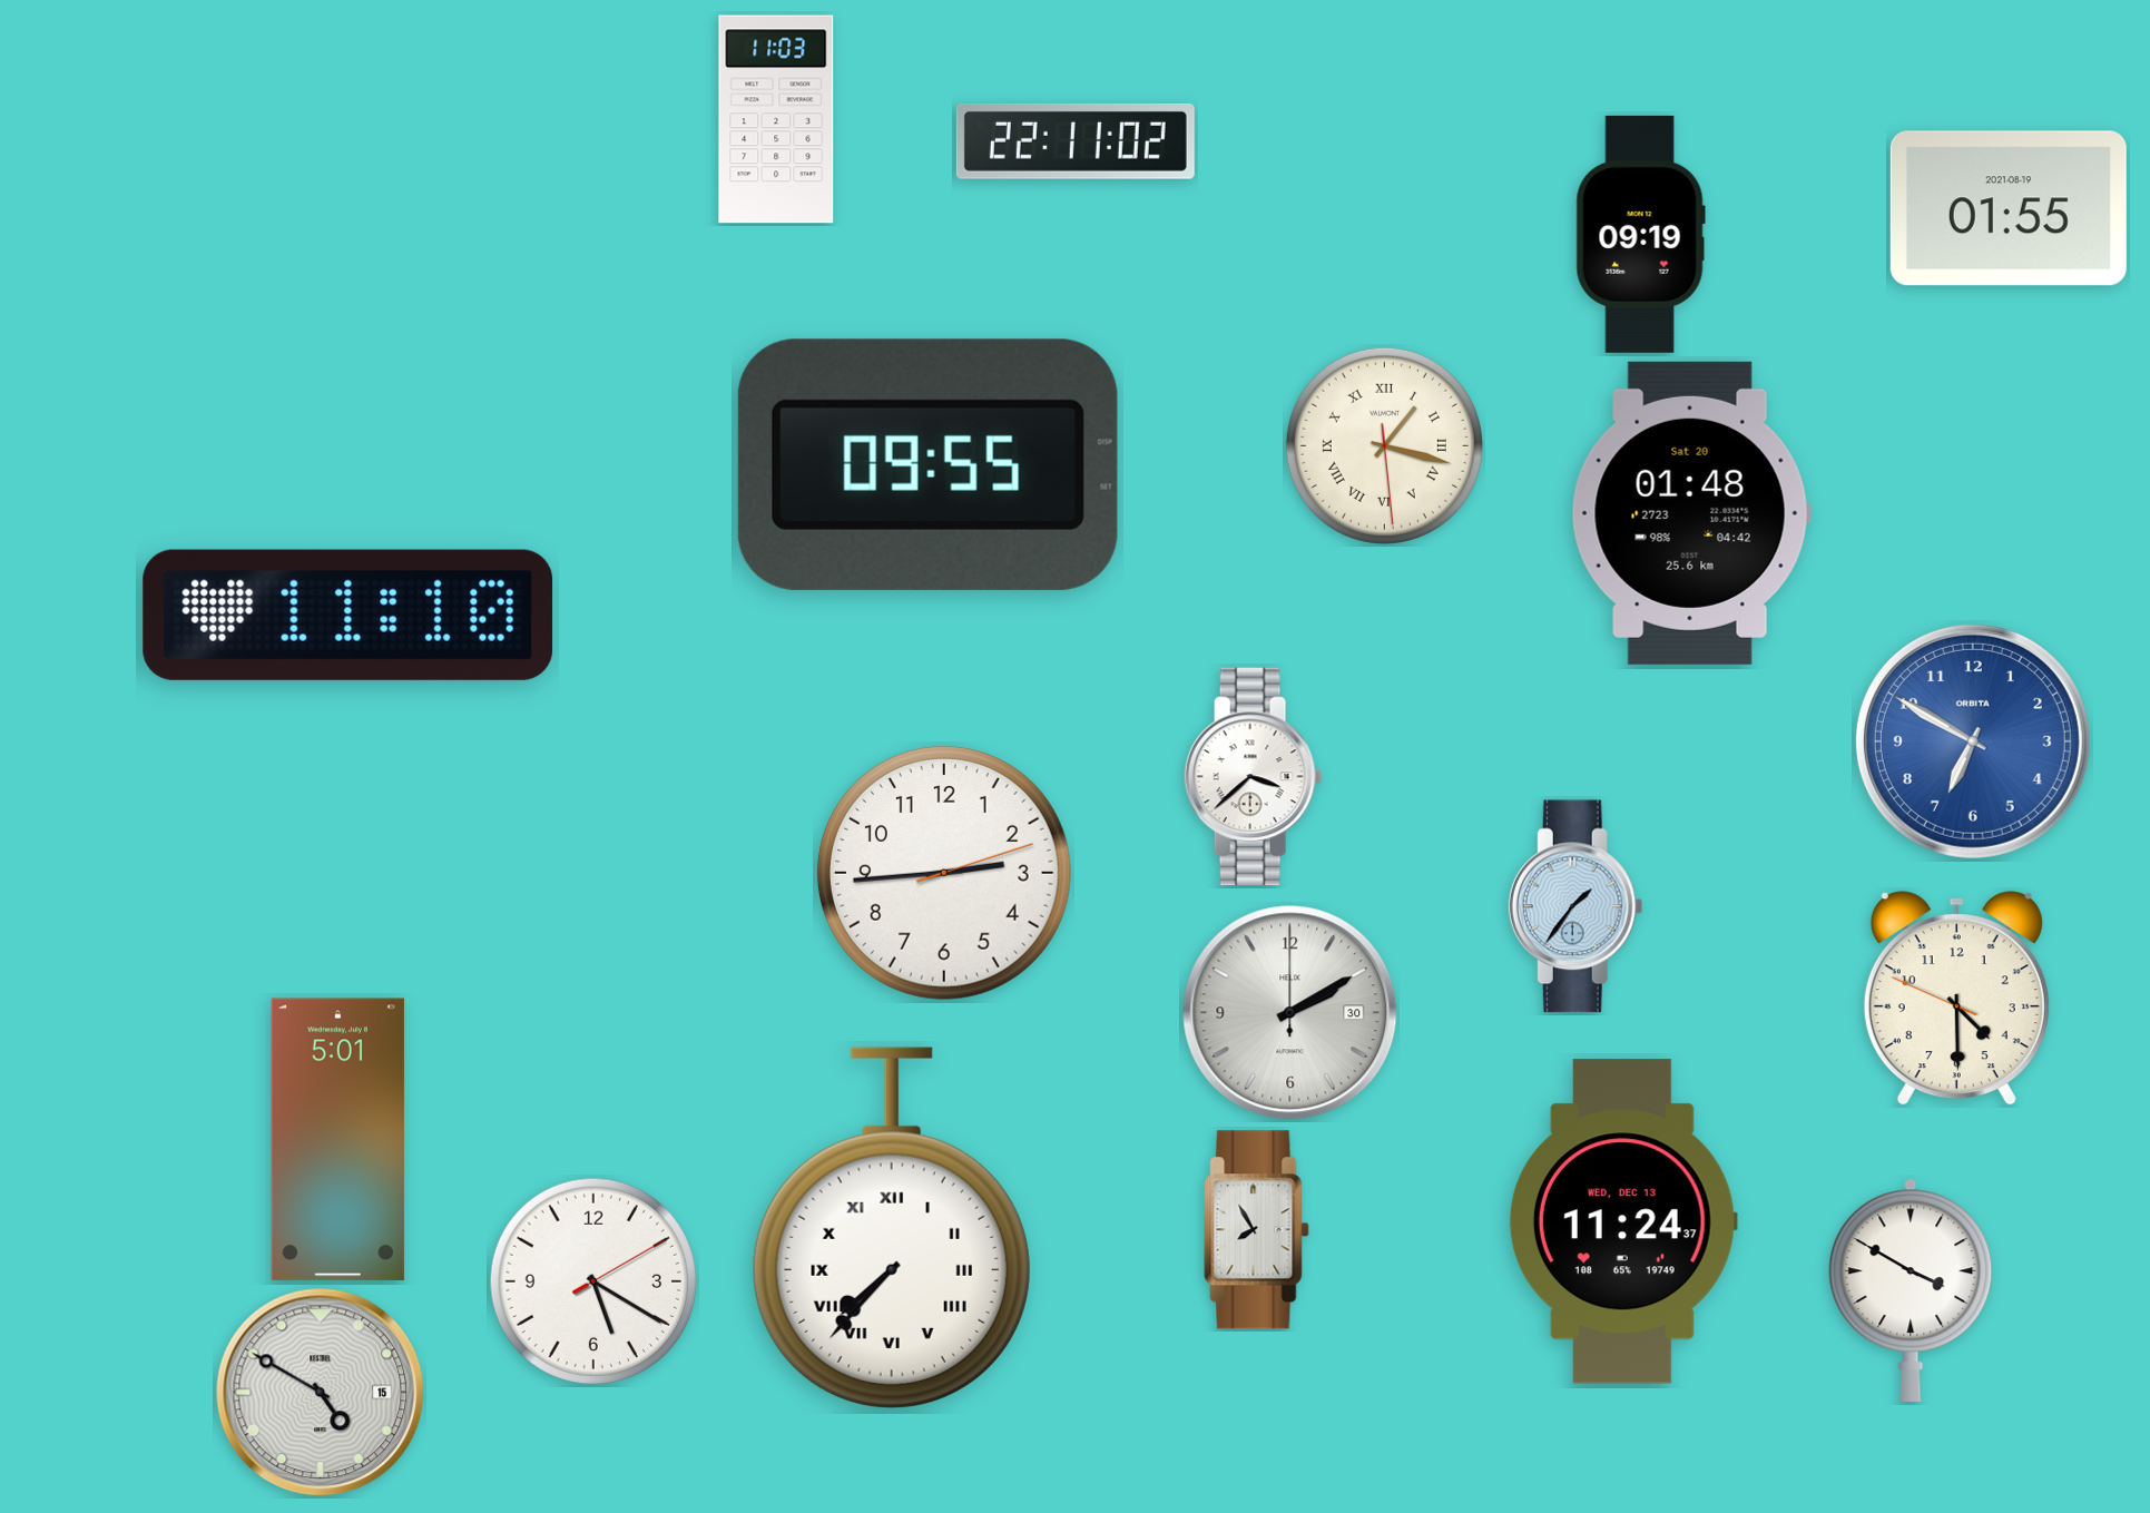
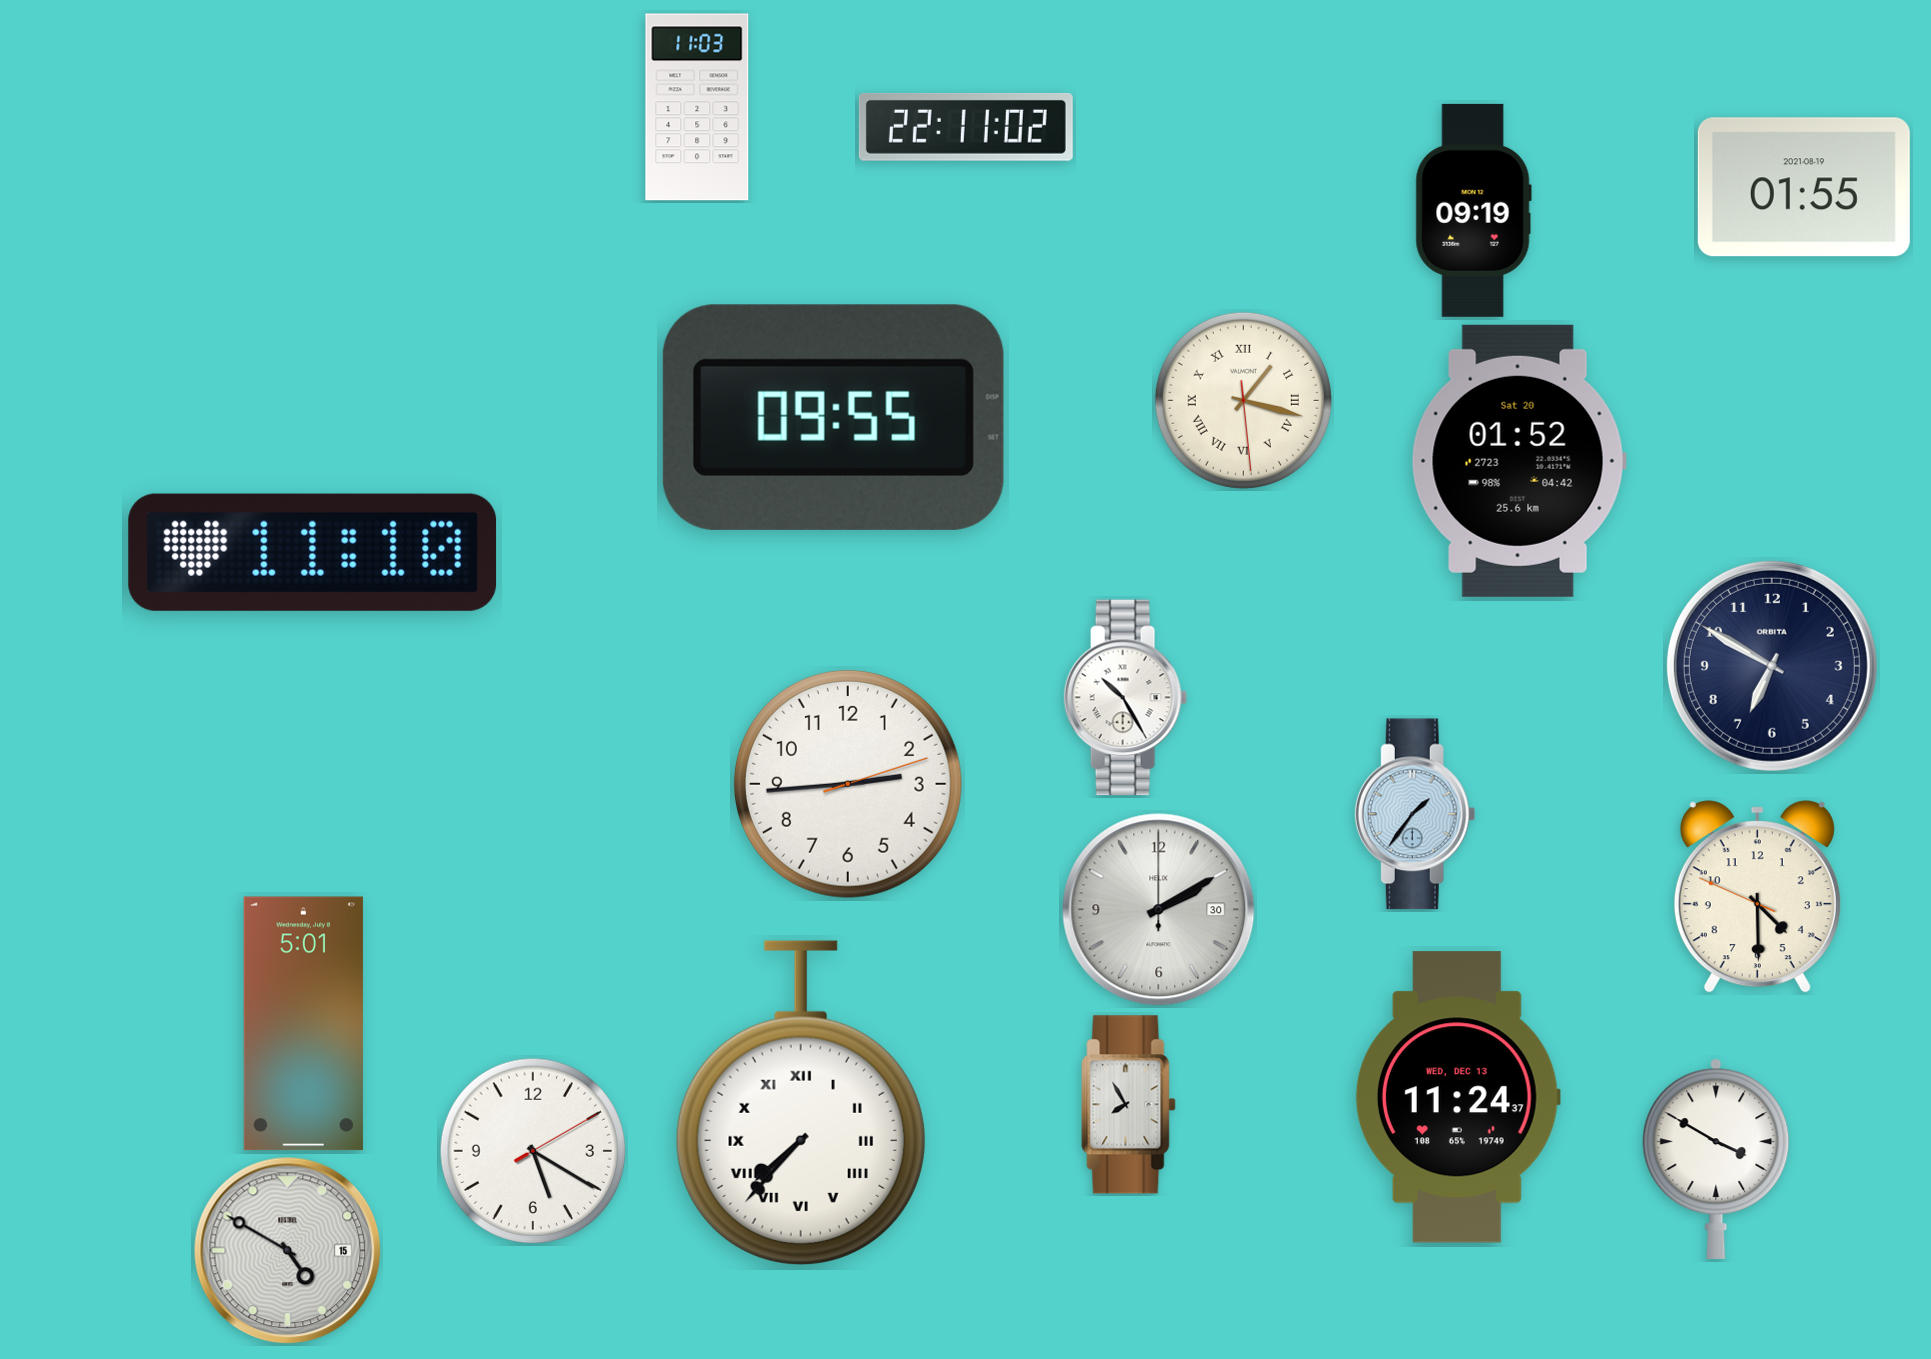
clock at (1691, 513): 01:48 -> 01:52
clock at (1973, 741) dial: blue -> navy
clock at (1254, 777): 3:38 -> 10:25
